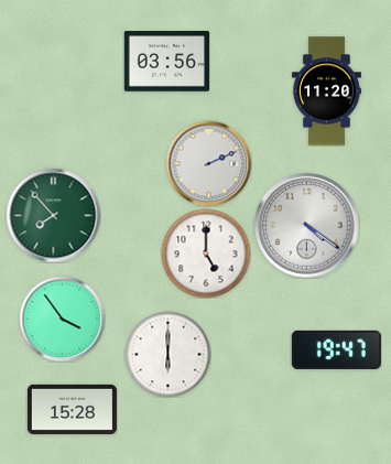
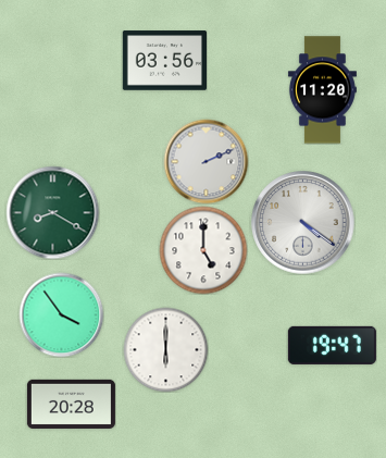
clock at (53, 215): 7:53 -> 8:20
clock at (72, 409): 15:28 -> 20:28
